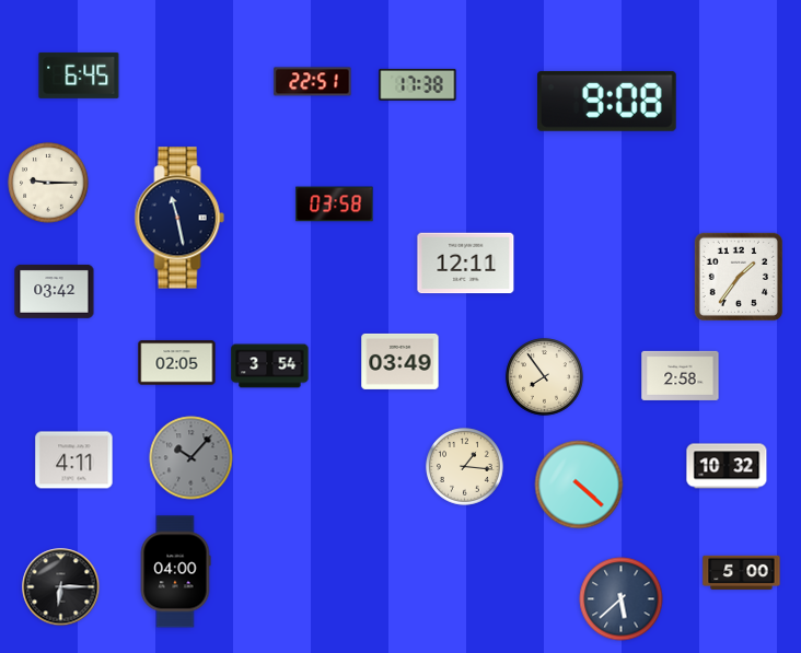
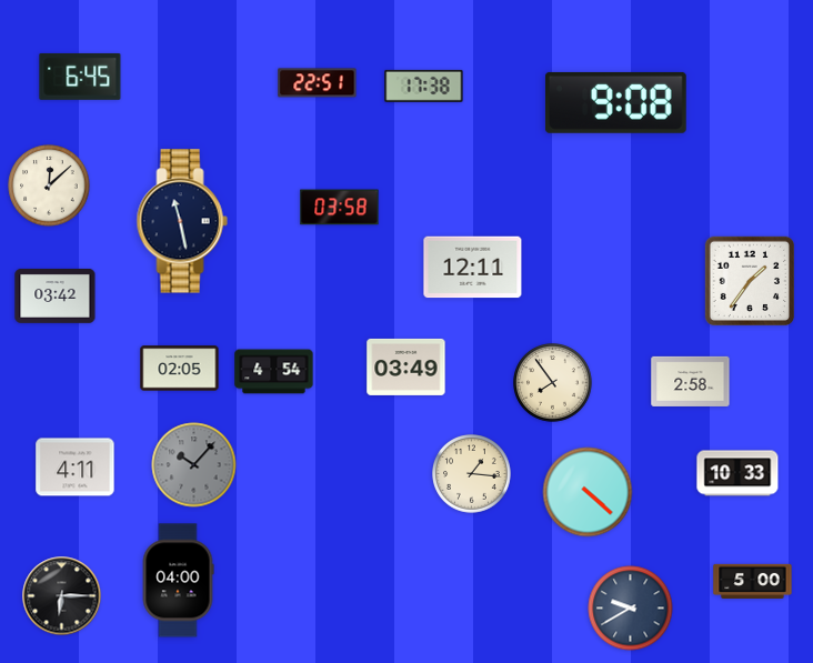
clock at (48, 183): 9:15 -> 12:08
clock at (270, 366): 3:54 -> 4:54
clock at (727, 466): 10:32 -> 10:33
clock at (622, 599): 5:38 -> 9:40
